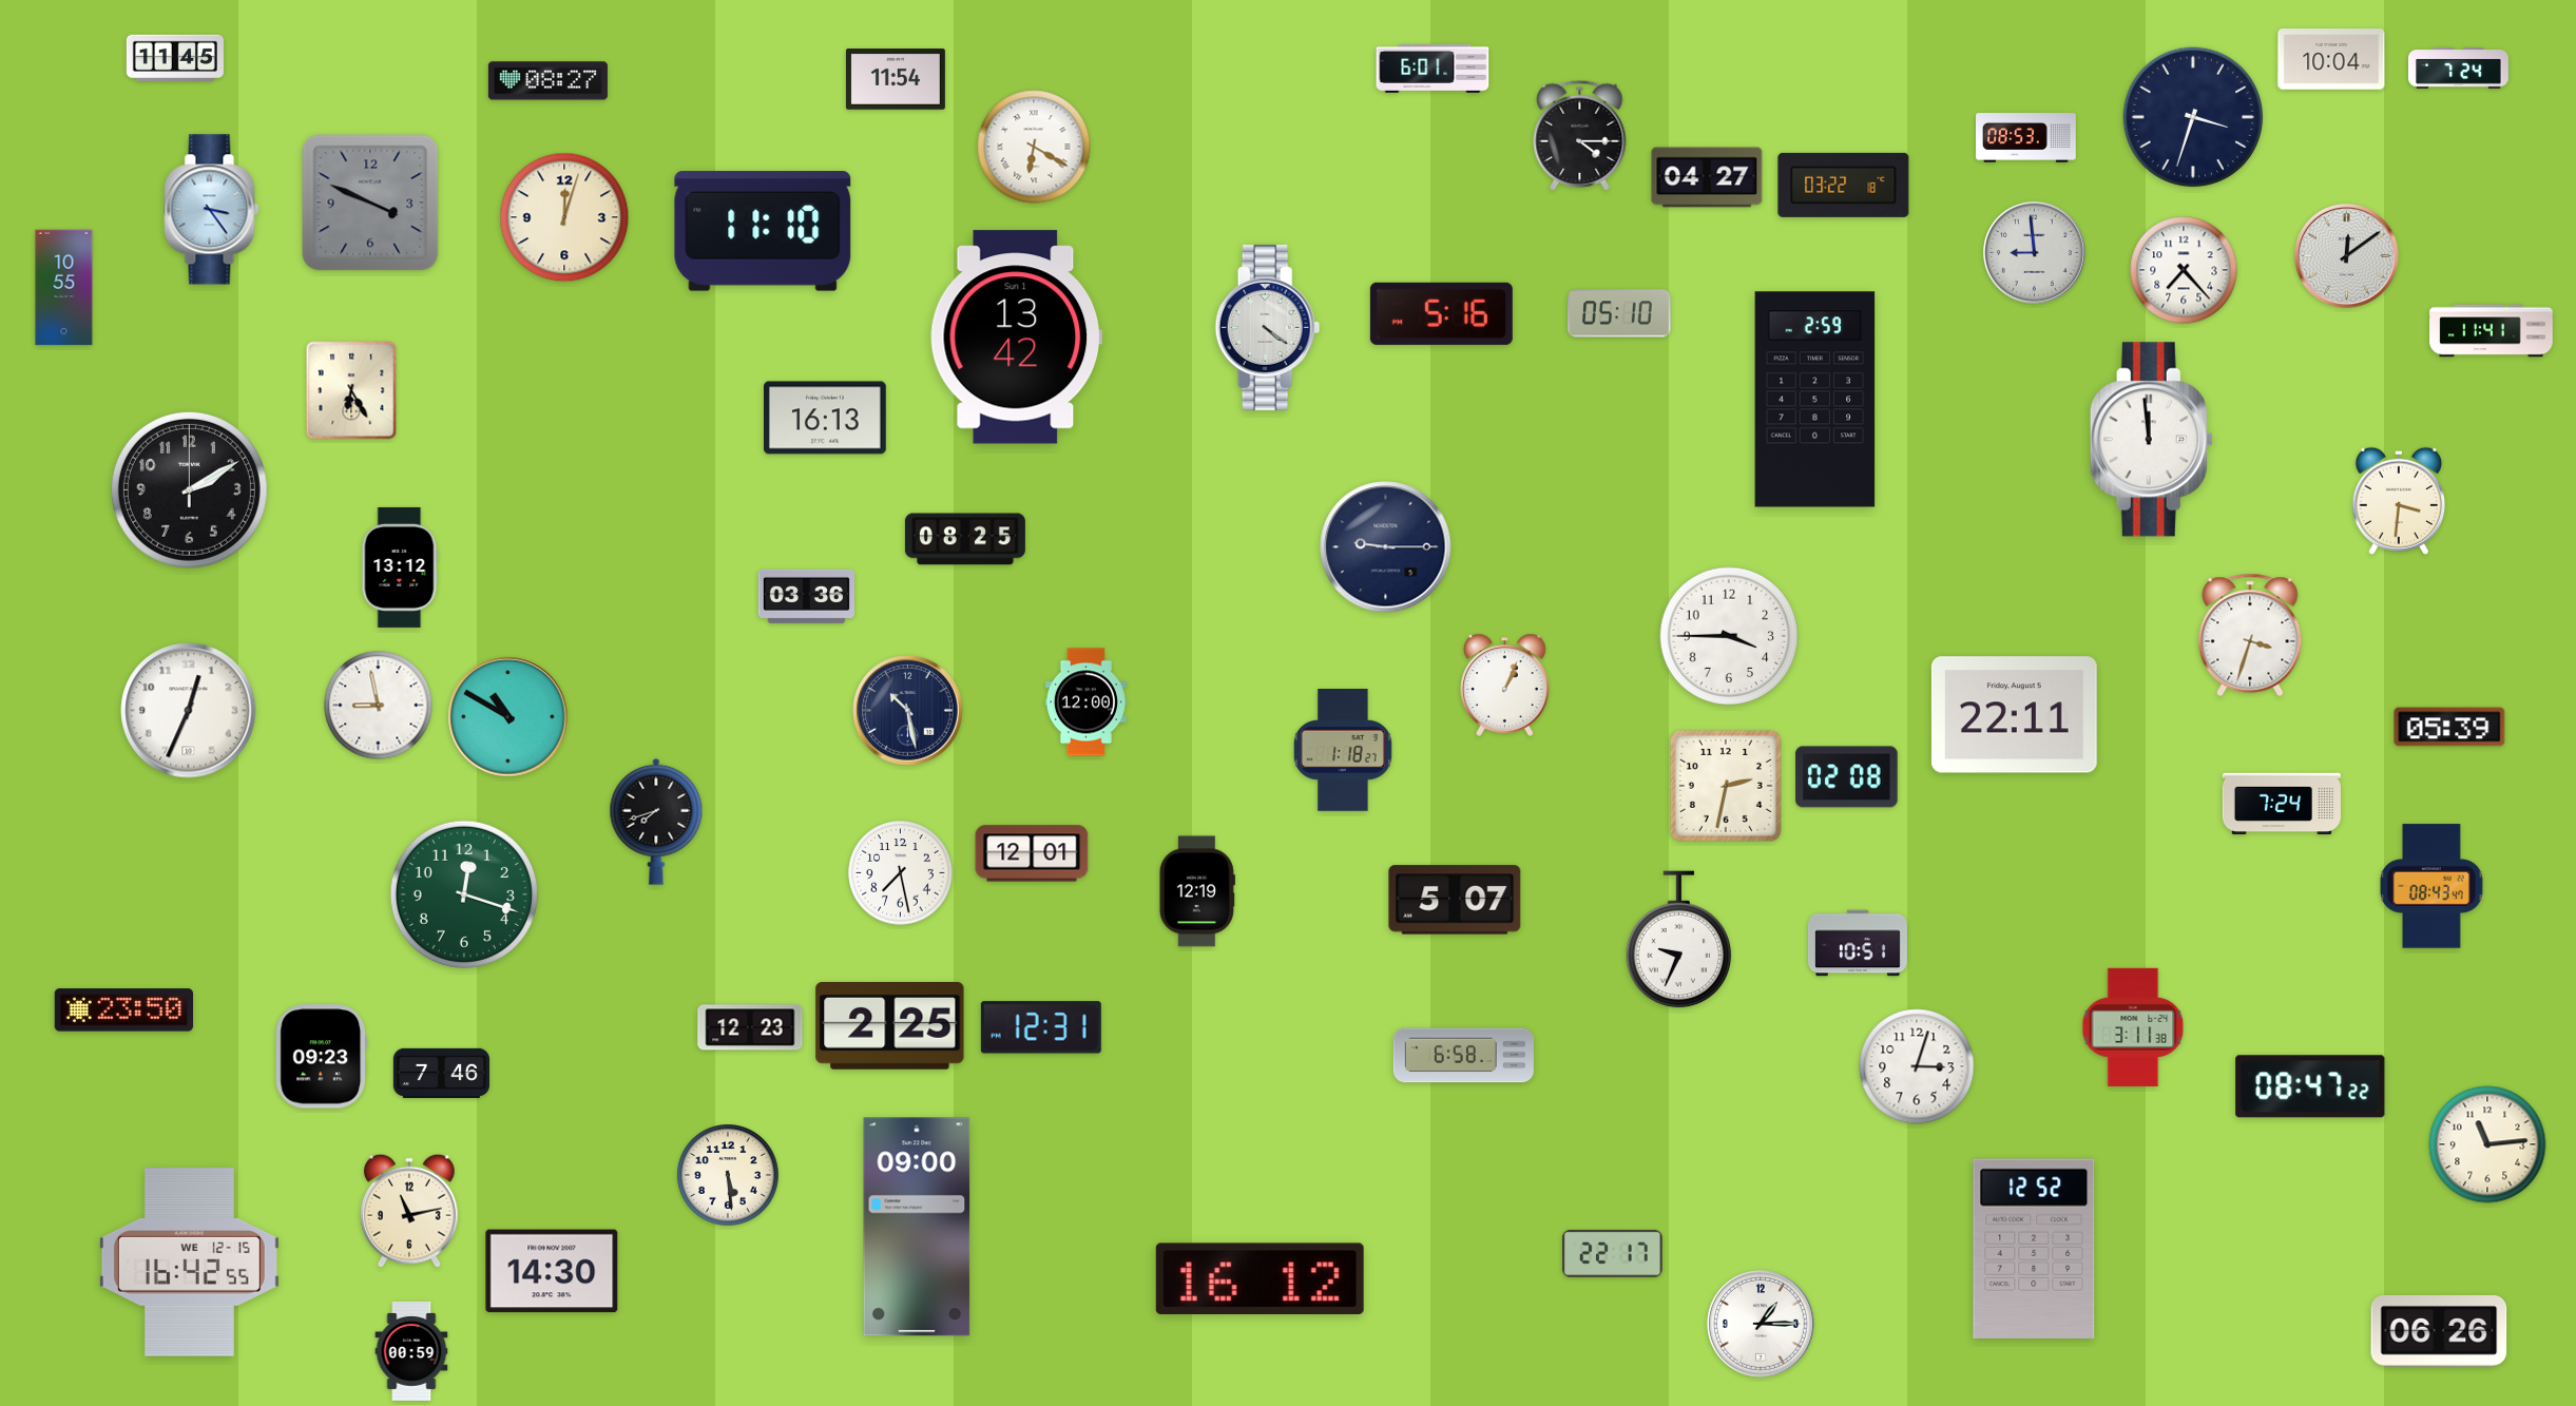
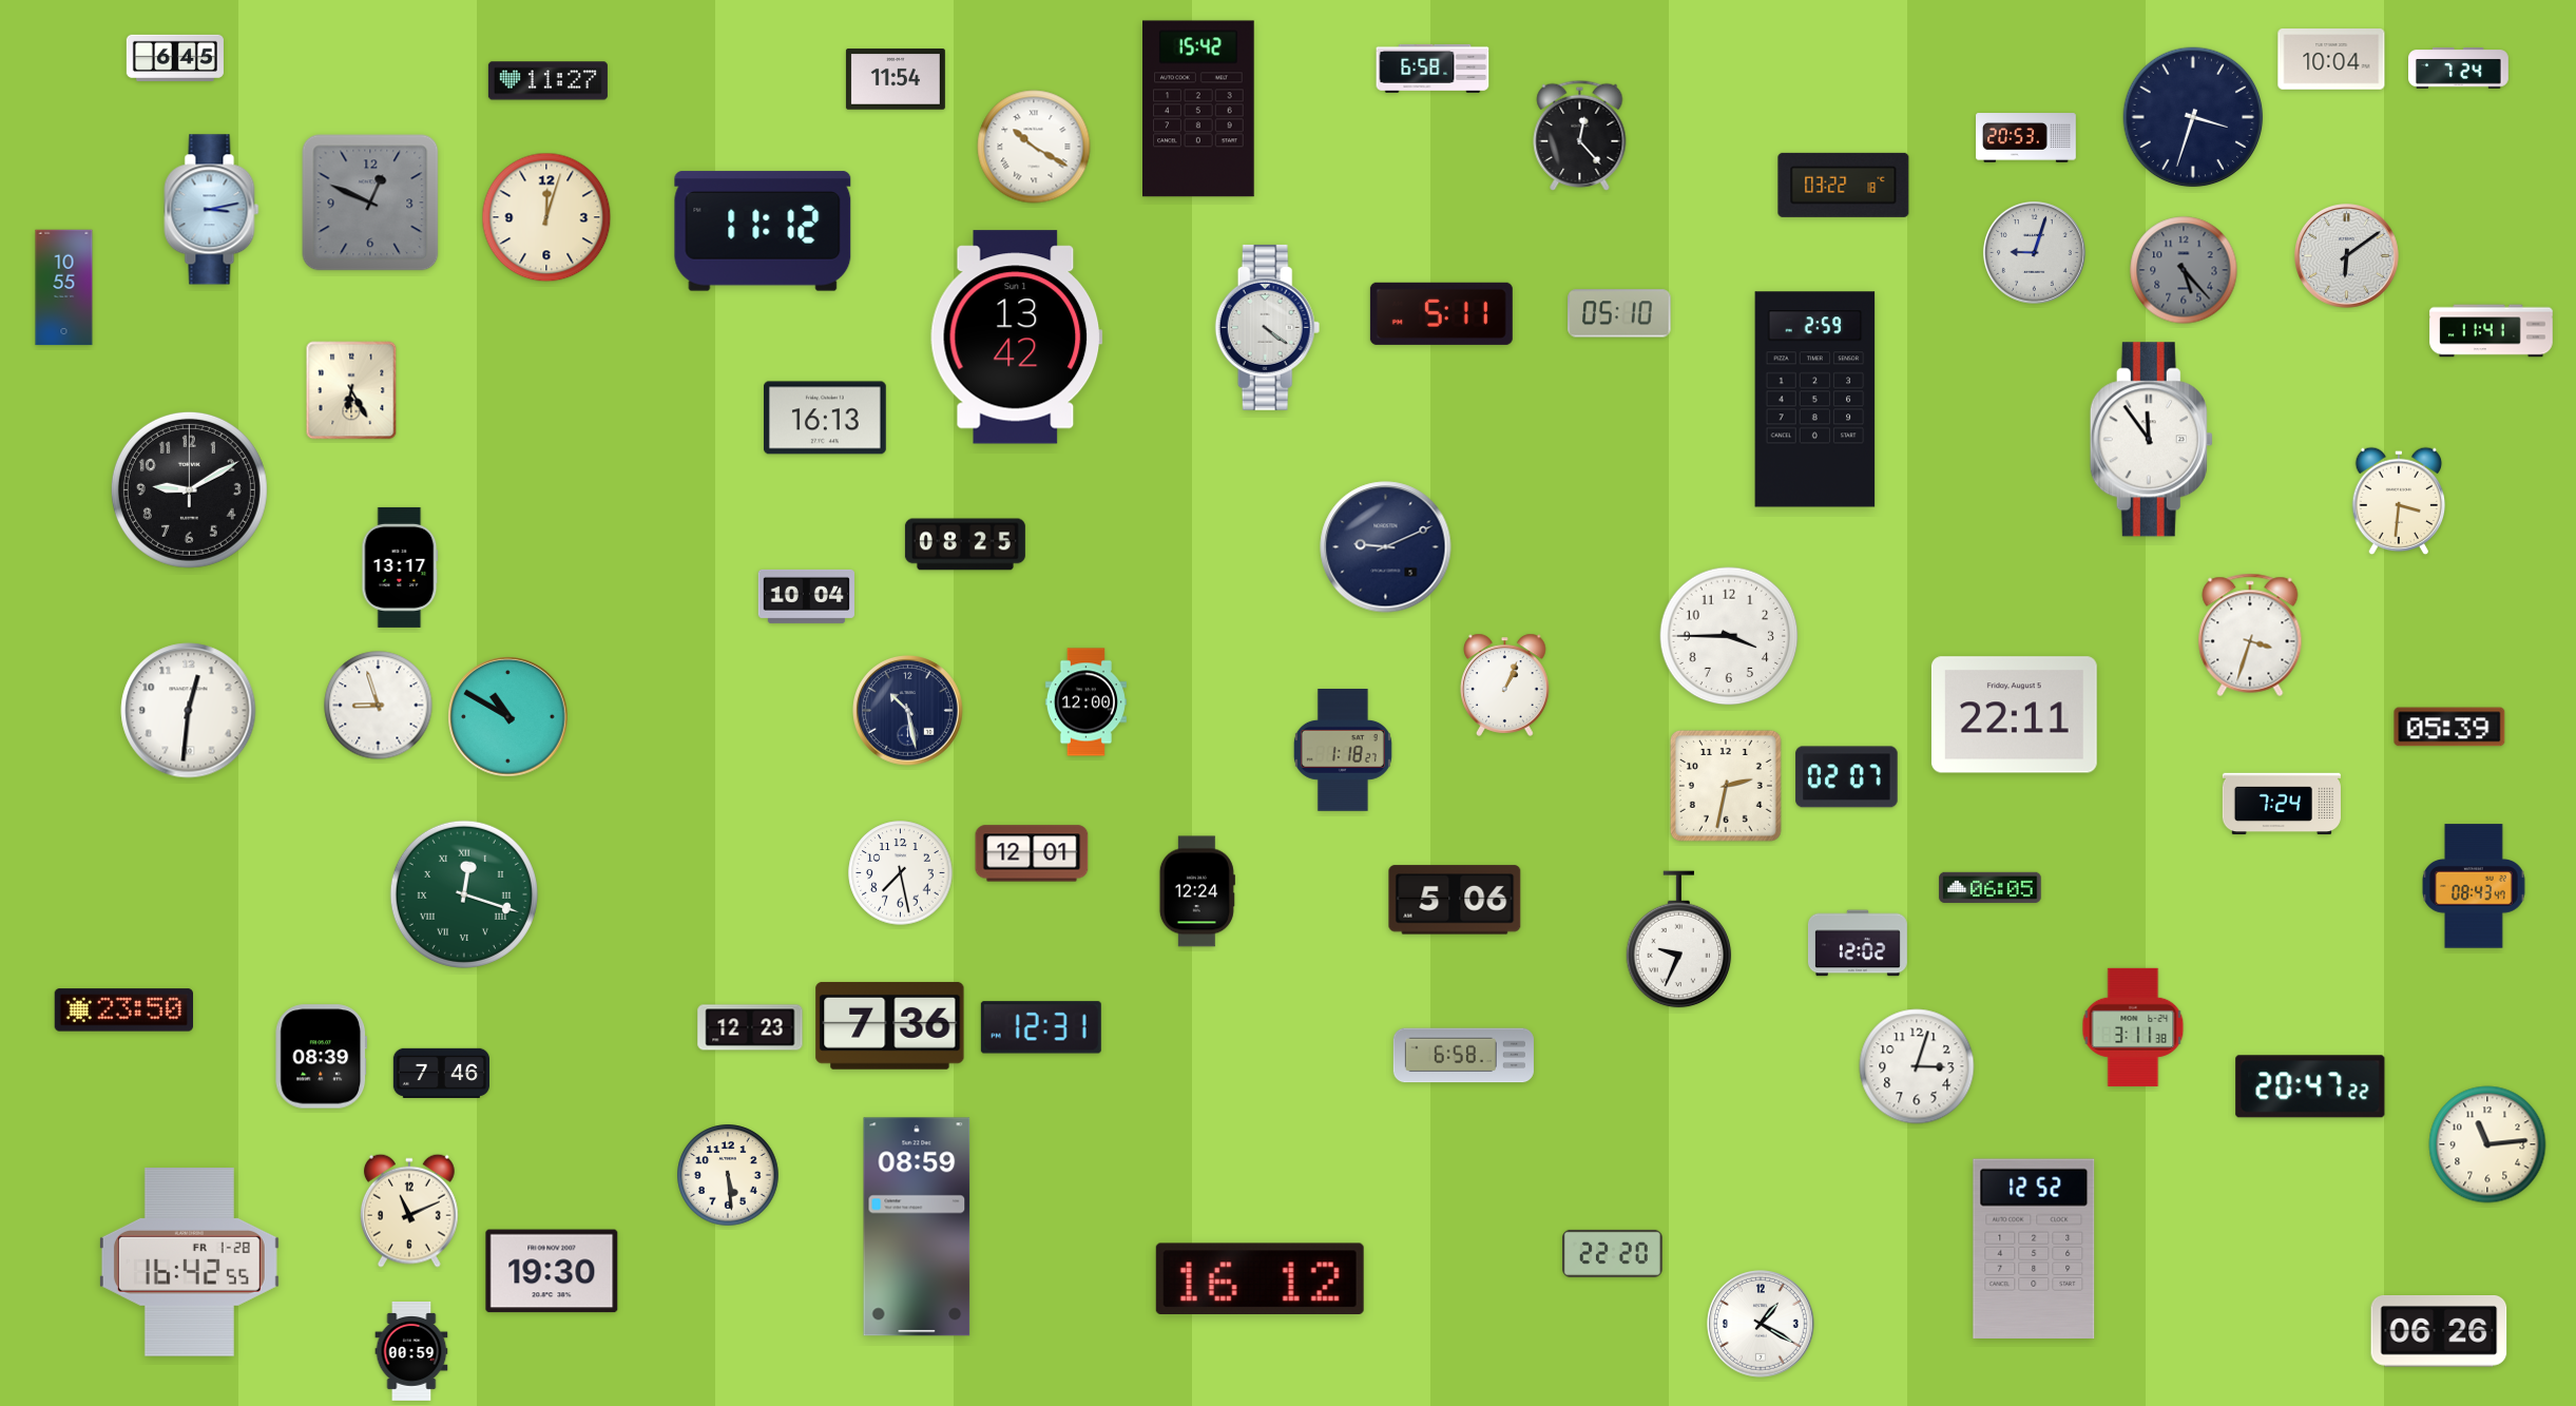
clock at (175, 58): 11:45 -> 6:45
clock at (1433, 69): 6:01 -> 6:58
clock at (547, 81): 08:27 -> 11:27
clock at (1199, 109): none -> 15:42
clock at (1580, 135): 4:15 -> 12:23
clock at (2026, 138): 08:53 -> 20:53
clock at (1034, 147): 6:20 -> 10:20
clock at (1707, 177): 04:27 -> none
clock at (370, 203): 3:49 -> 12:49
clock at (212, 210): 3:24 -> 3:13
clock at (564, 217) position: (564, 217) -> (546, 217)
clock at (763, 231): 11:10 -> 11:12
clock at (2035, 253): 8:59 -> 9:03
clock at (2347, 256): 12:09 -> 6:09
clock at (2184, 270): 7:23 -> 5:23
clock at (2184, 270) dial: white -> grey
clock at (1441, 313): 5:16 -> 5:11
clock at (2151, 440): 11:59 -> 11:54
clock at (189, 489): 2:10 -> 9:10
clock at (965, 539) position: (965, 539) -> (965, 544)
clock at (1386, 547): 9:15 -> 9:11
clock at (400, 567): 13:12 -> 13:17
clock at (806, 596): 03:36 -> 10:04
clock at (379, 706): 8:58 -> 8:57
clock at (189, 711): 12:34 -> 12:31
clock at (1847, 777): 02:08 -> 02:07
clock at (656, 822): 7:42 -> none
clock at (2433, 886) position: (2433, 886) -> (2475, 886)
clock at (1991, 887): none -> 06:05
clock at (1197, 891): 12:19 -> 12:24
clock at (464, 894) numerals: Arabic -> Roman
clock at (1455, 900): 5:07 -> 5:06
clock at (1858, 943): 10:51 -> 12:02
clock at (890, 1025): 2:25 -> 7:36
clock at (321, 1057): 09:23 -> 08:39
clock at (2310, 1086): 08:47 -> 20:47
clock at (409, 1211): 11:13 -> 11:11
clock at (917, 1227): 09:00 -> 08:59
clock at (1613, 1253): 22:17 -> 22:20
clock at (189, 1263) date: WE 12-15 -> FR 1-28
clock at (552, 1271): 14:30 -> 19:30
clock at (1762, 1325): 1:15 -> 1:20
